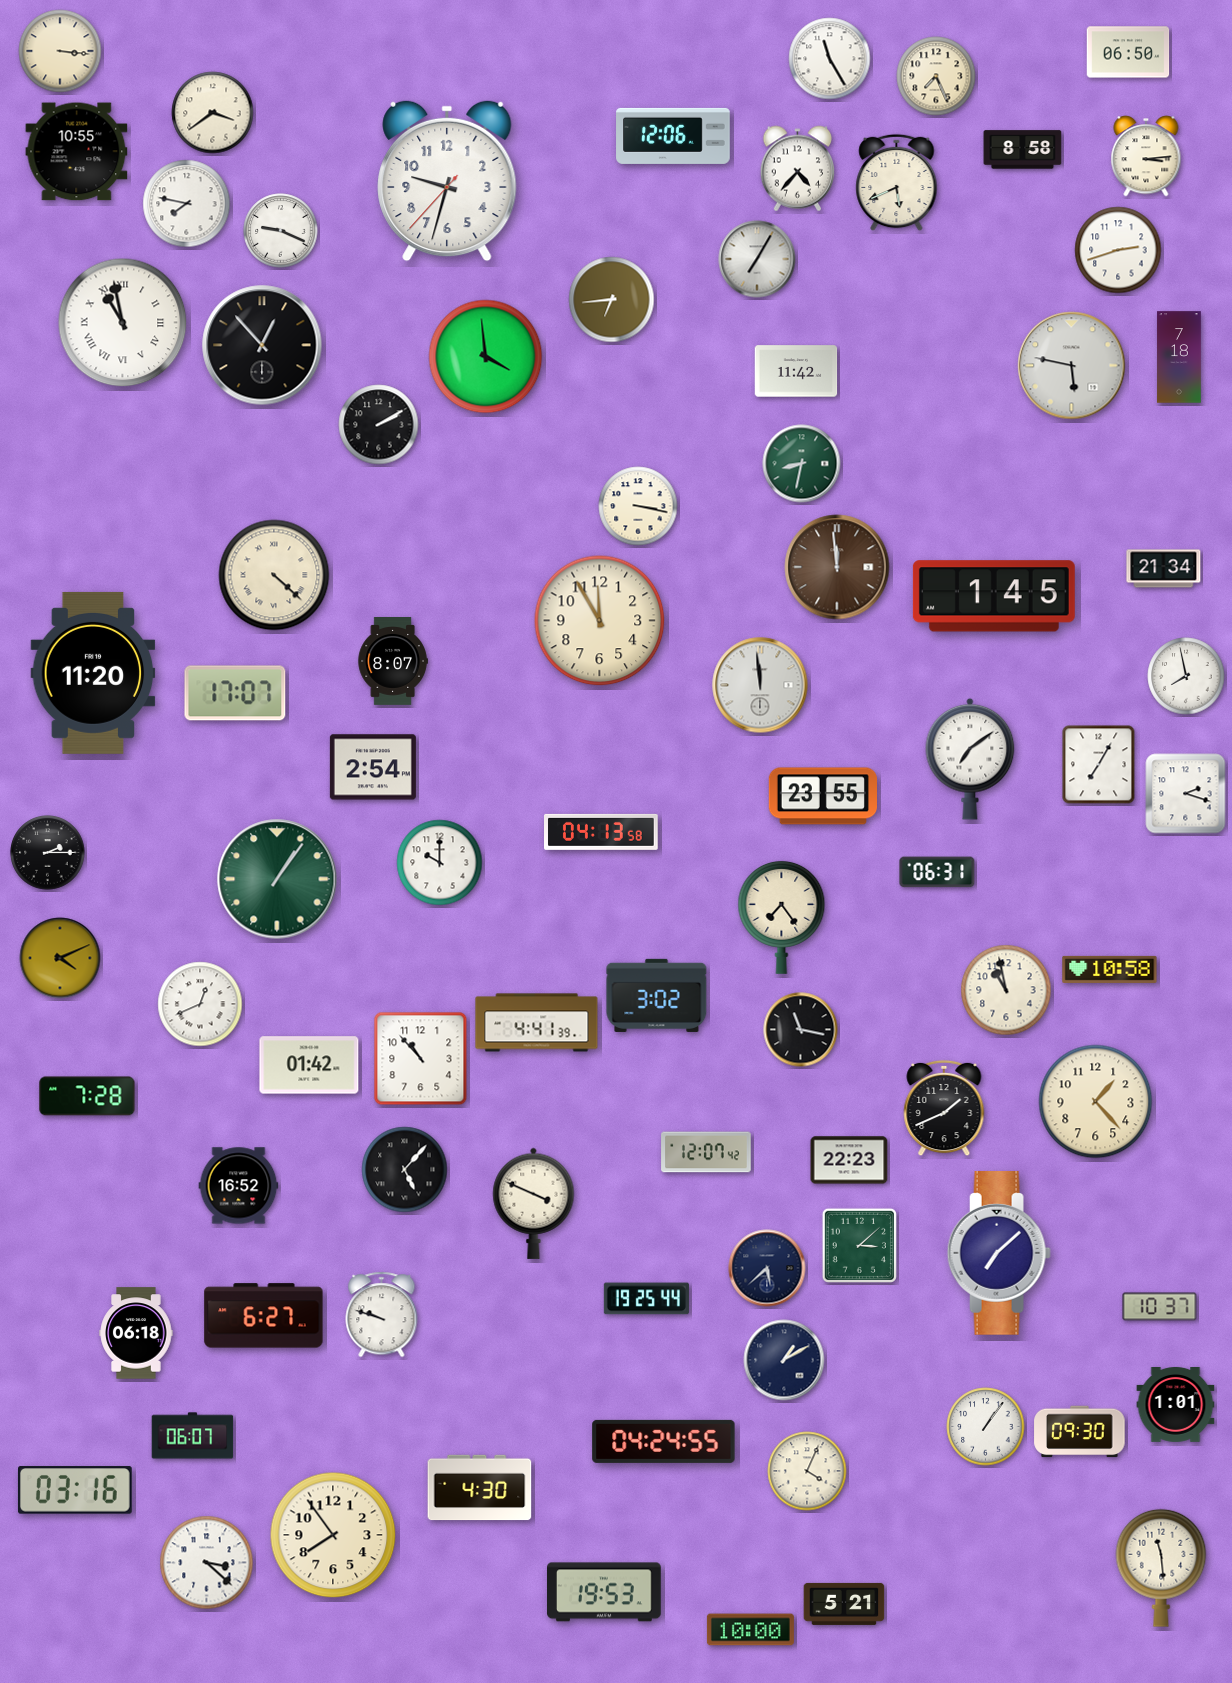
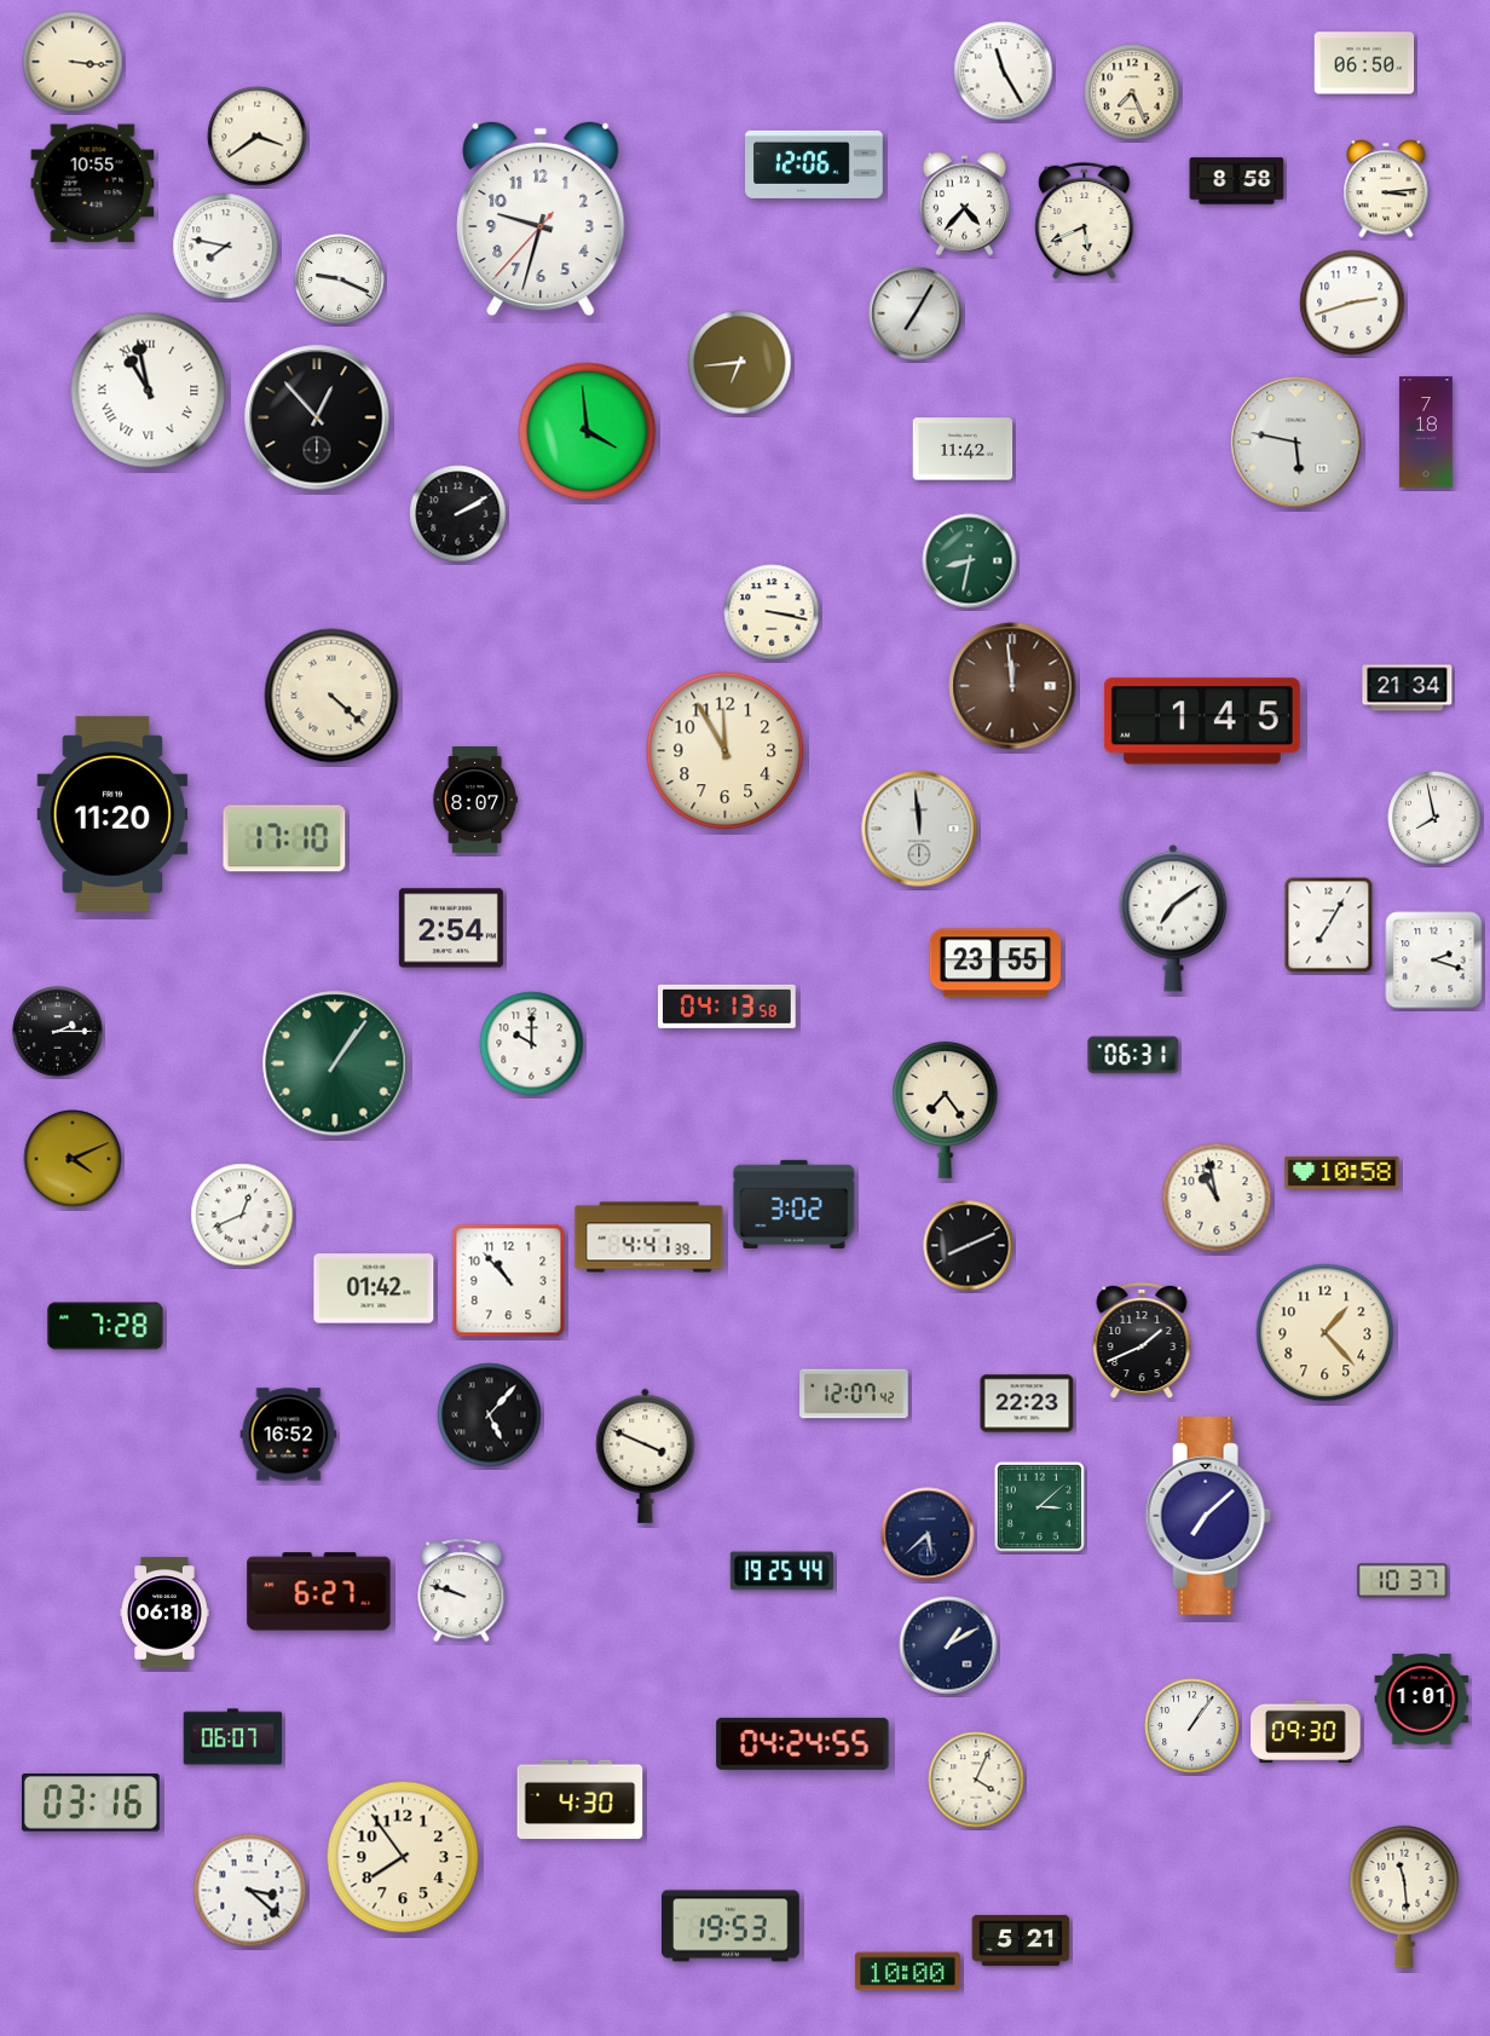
clock at (235, 693): 17:07 -> 17:10
clock at (801, 1030): 11:17 -> 8:11
